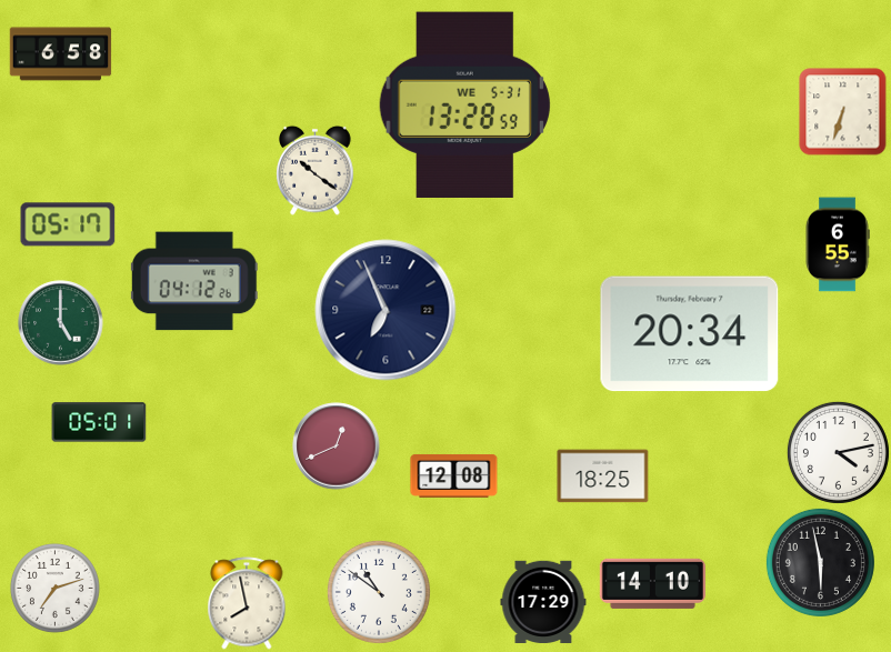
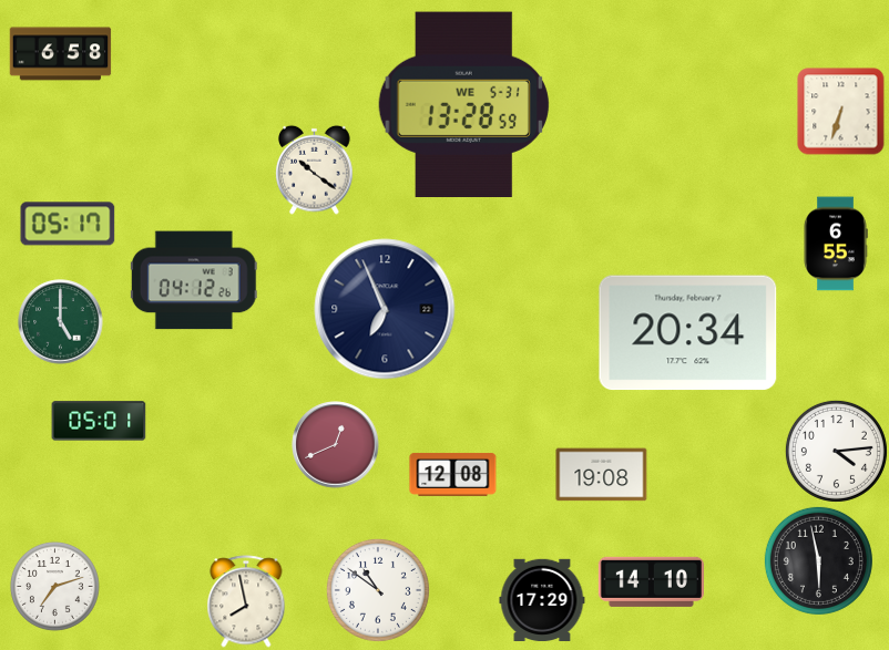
clock at (838, 452): 4:13 -> 4:14
clock at (603, 477): 18:25 -> 19:08
